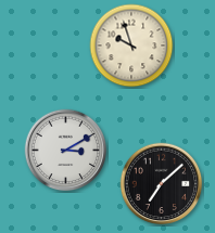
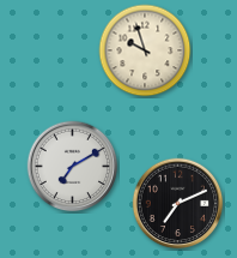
clock at (66, 151): 3:10 -> 7:10
clock at (162, 184): 7:08 -> 7:11
